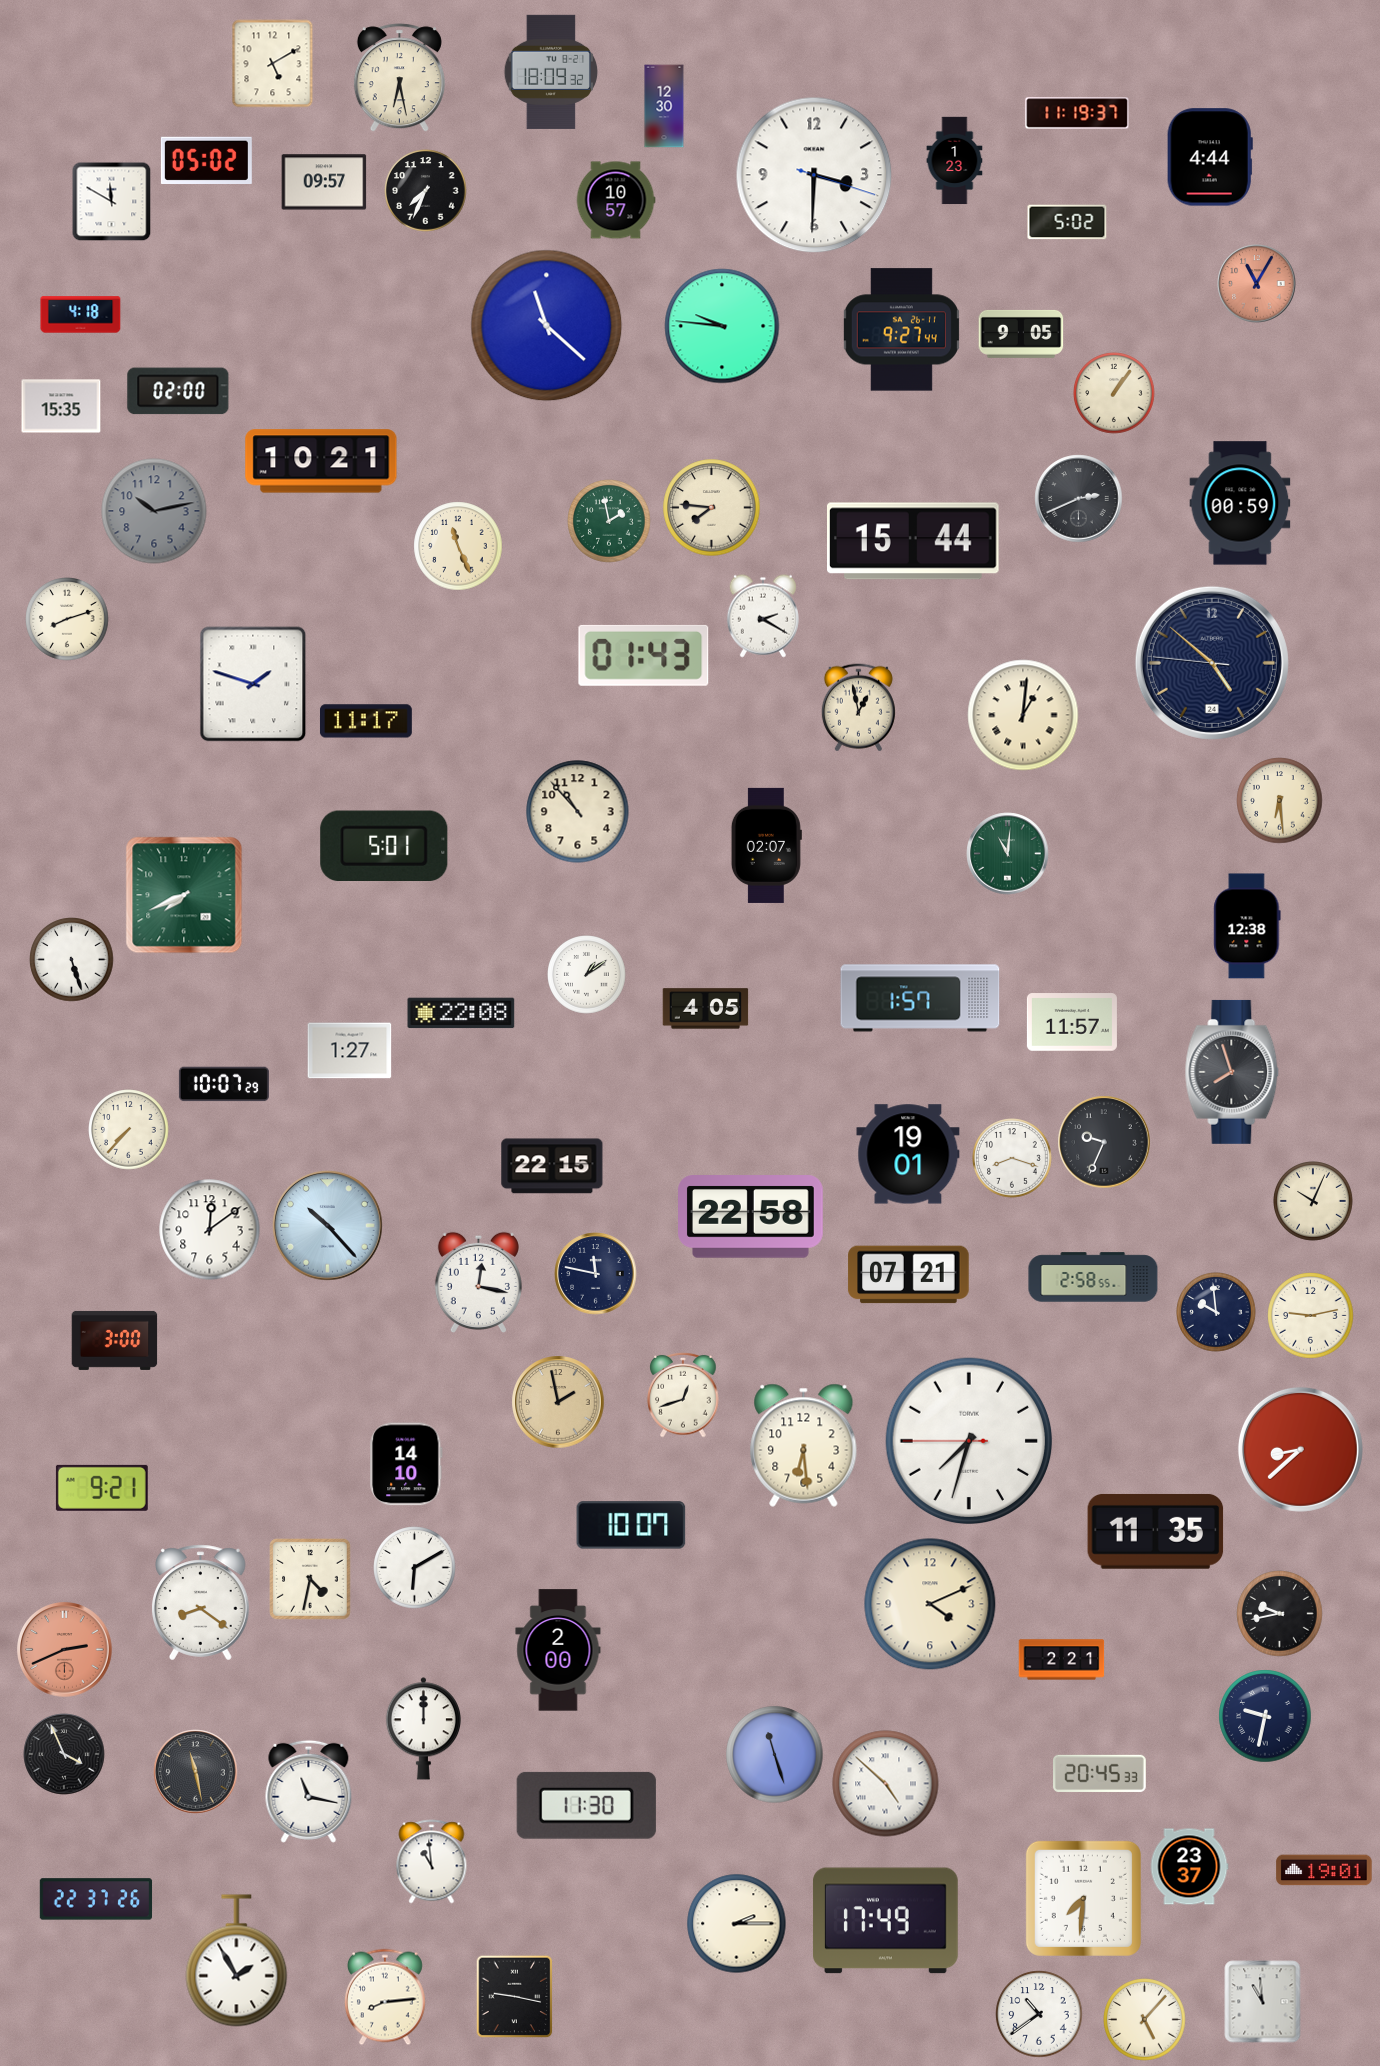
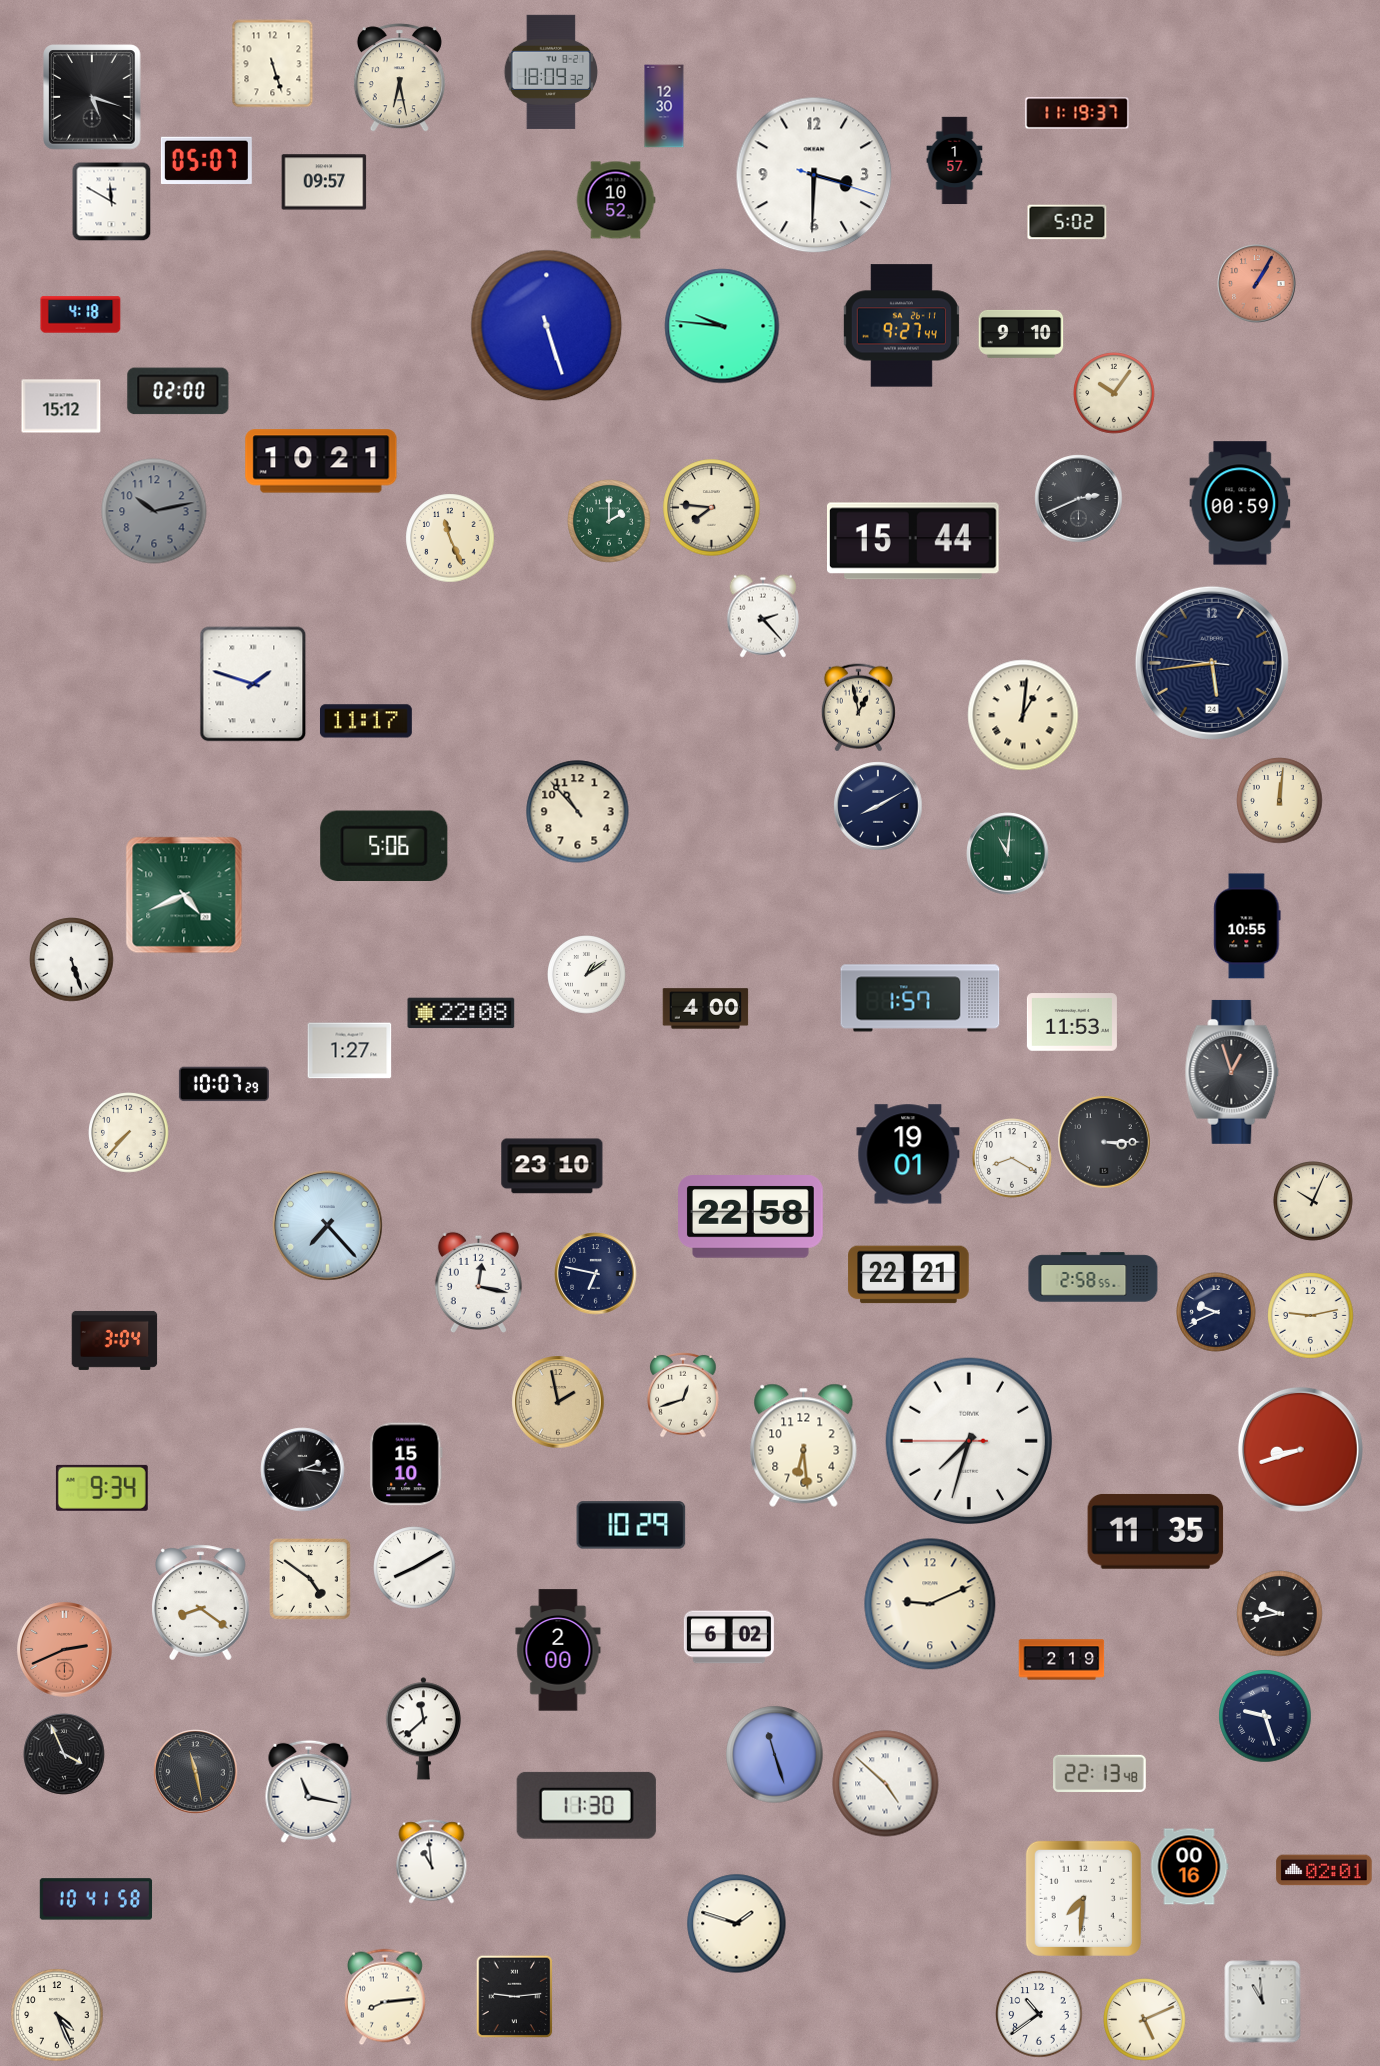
clock at (273, 64): 5:10 -> 5:27
clock at (92, 97): none -> 5:18
clock at (1210, 157): 4:44 -> none
clock at (206, 160): 05:02 -> 05:07
clock at (955, 161): 1:23 -> 1:57
clock at (426, 191): 7:34 -> none
clock at (616, 200): 10:57 -> 10:52
clock at (1257, 284): 11:05 -> 1:05
clock at (547, 326): 11:22 -> 5:27
clock at (901, 330) position: (901, 330) -> (901, 326)
clock at (1021, 334): 9:05 -> 9:10
clock at (1114, 393): 1:06 -> 10:06
clock at (61, 406): 15:35 -> 15:12
clock at (609, 521): 1:58 -> 2:00
clock at (458, 546) position: (458, 546) -> (450, 538)
clock at (763, 616): 2:20 -> 2:23
clock at (67, 619): 8:12 -> none
clock at (644, 655): 01:43 -> none
clock at (1212, 663): 4:51 -> 5:43
clock at (1280, 801): 6:29 -> 12:01
clock at (878, 806): none -> 8:10
clock at (384, 845): 5:01 -> 5:06
clock at (766, 845): 02:07 -> none
clock at (184, 895): 7:41 -> 4:41
clock at (1247, 926): 12:38 -> 10:55
clock at (706, 1009): 4:05 -> 4:00
clock at (1072, 1022): 11:57 -> 11:53
clock at (1232, 1072): 7:57 -> 12:57
clock at (129, 1130) position: (129, 1130) -> (129, 1133)
clock at (1104, 1142): 9:34 -> 3:15
clock at (1012, 1158): 8:18 -> 8:20
clock at (552, 1166): 22:15 -> 23:10
clock at (328, 1226): 10:23 -> 7:23
clock at (210, 1230): 12:09 -> none
clock at (596, 1274): 11:47 -> 6:47
clock at (909, 1275): 07:21 -> 22:21
clock at (1216, 1312): 9:59 -> 9:41
clock at (115, 1340): 3:00 -> 3:04
clock at (1300, 1449): 8:38 -> 8:42
clock at (406, 1464): 14:10 -> 15:10
clock at (303, 1470): none -> 2:16
clock at (102, 1488): 9:21 -> 9:34
clock at (631, 1525): 10:07 -> 10:29
clock at (415, 1568): 6:10 -> 8:10
clock at (310, 1579): 4:32 -> 4:51
clock at (930, 1604): 4:11 -> 9:11
clock at (729, 1637): none -> 6:02
clock at (1062, 1660): 2:21 -> 2:19
clock at (1265, 1716): 9:32 -> 9:27
clock at (423, 1729): 12:00 -> 11:38
clock at (1100, 1773): 20:45 -> 22:13
clock at (1189, 1867): 23:37 -> 00:16
clock at (1324, 1870): 19:01 -> 02:01
clock at (96, 1899): 22:37 -> 10:41
clock at (885, 1921): 17:49 -> none
clock at (737, 1924): 2:15 -> 1:48
clock at (237, 1961): 1:55 -> none
clock at (515, 1997): 9:17 -> 9:14
clock at (57, 2015): none -> 4:26
clock at (1145, 2020): 5:07 -> 5:11
